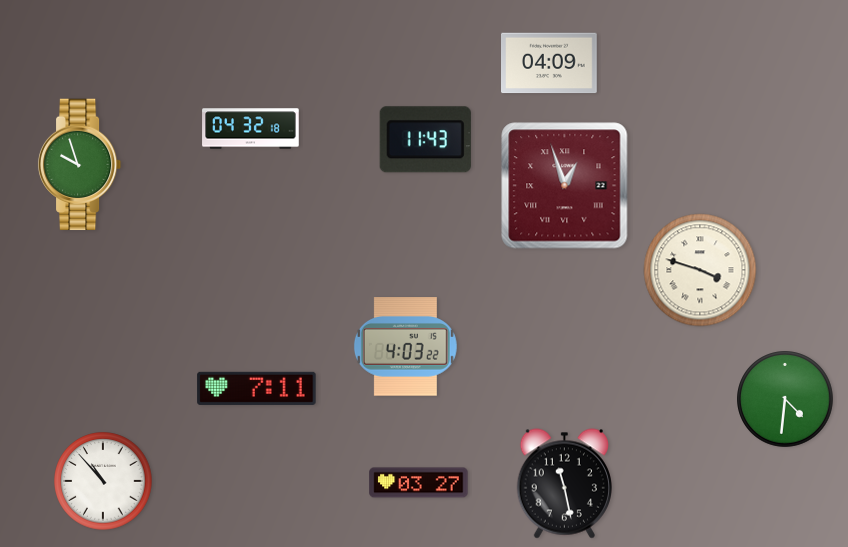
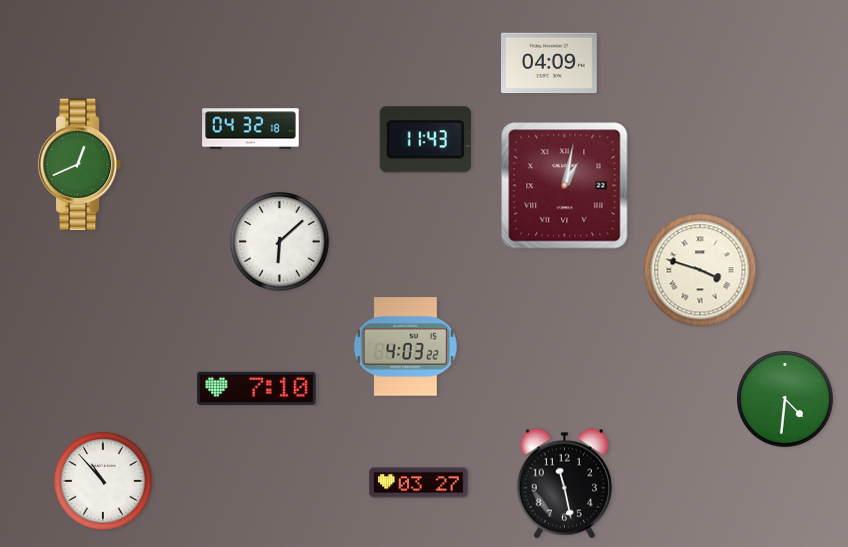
clock at (80, 165): 9:57 -> 12:41
clock at (565, 186): 12:57 -> 1:02
clock at (280, 242): none -> 6:08
clock at (257, 388): 7:11 -> 7:10
